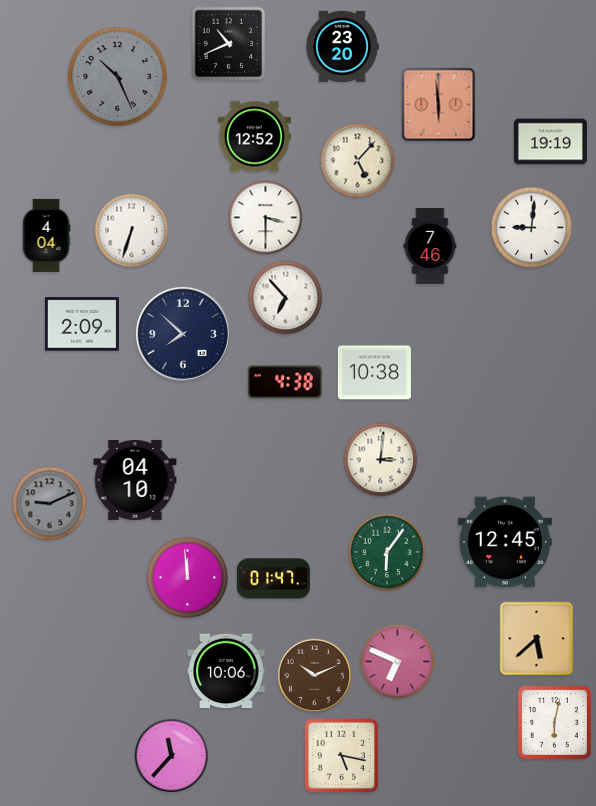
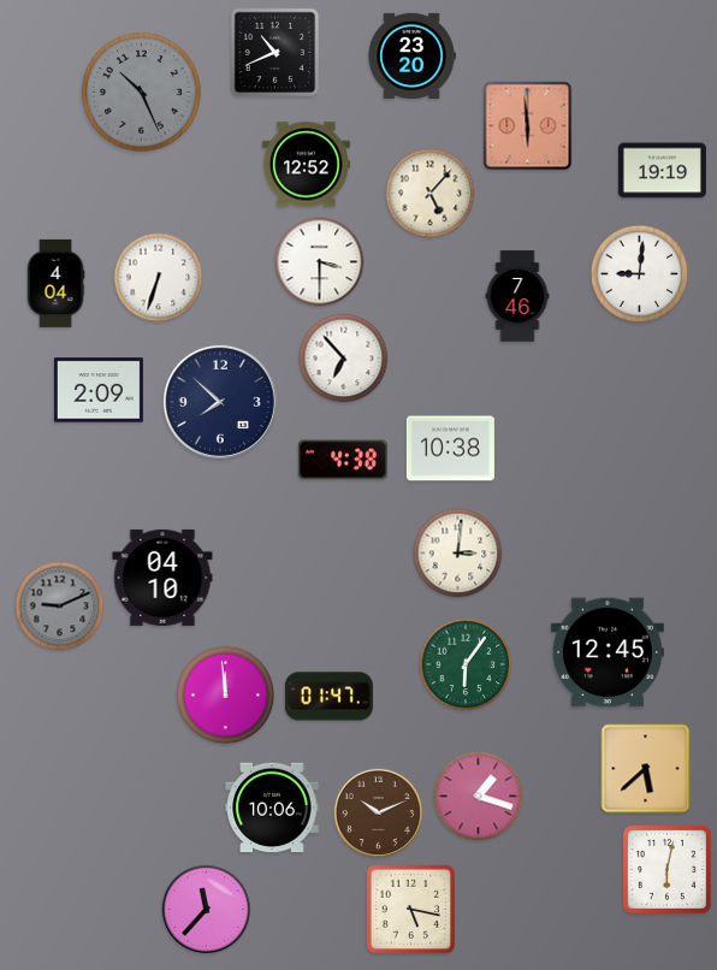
clock at (398, 662): 6:49 -> 1:18
